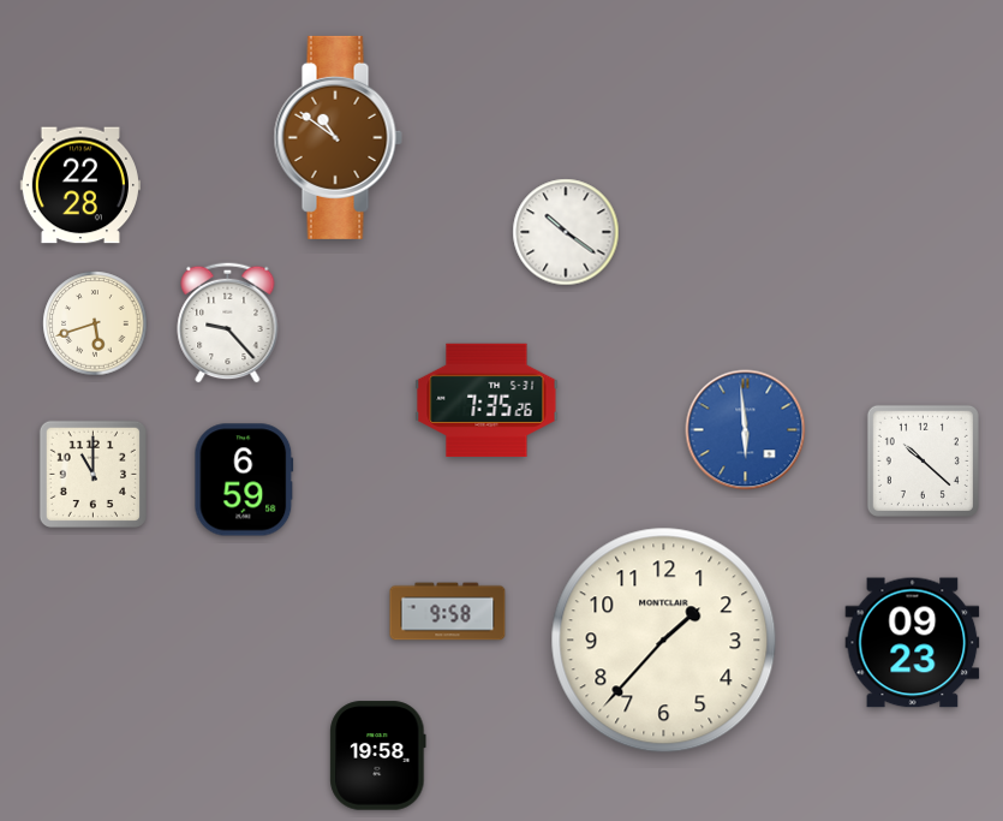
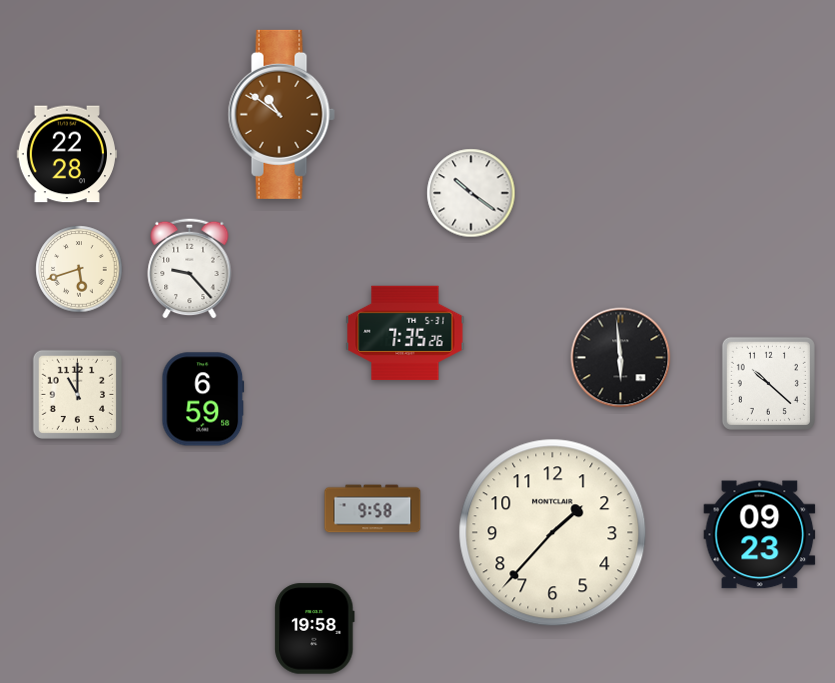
clock at (746, 430) dial: blue -> black
